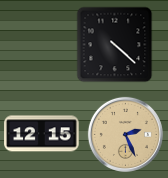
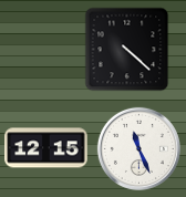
clock at (125, 134): 2:26 -> 11:26
clock at (125, 134) dial: champagne -> white
